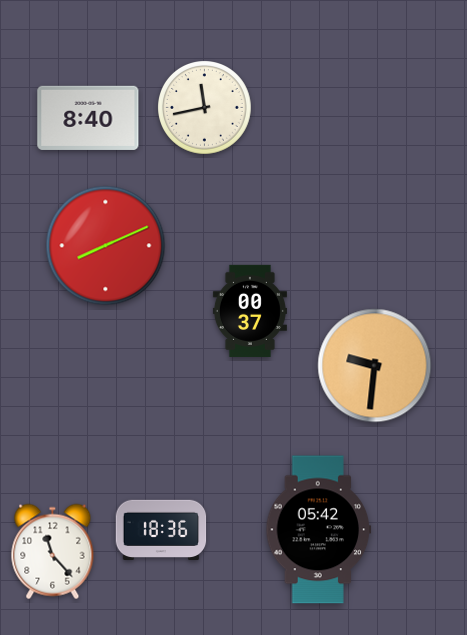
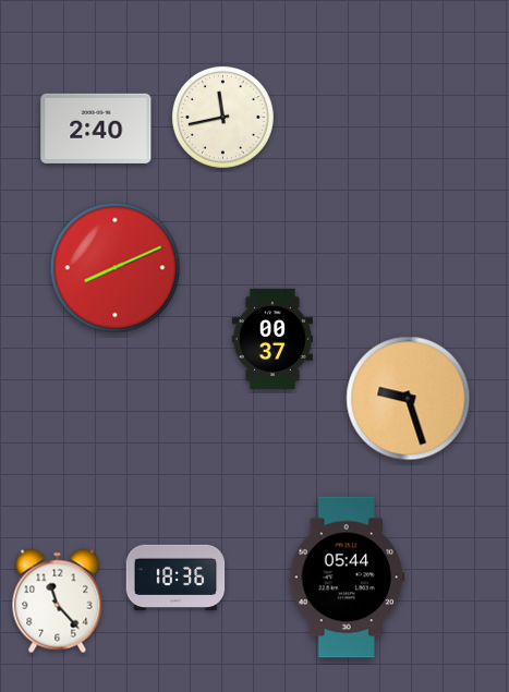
clock at (88, 118): 8:40 -> 2:40
clock at (375, 366): 9:31 -> 9:27
clock at (319, 530): 05:42 -> 05:44
